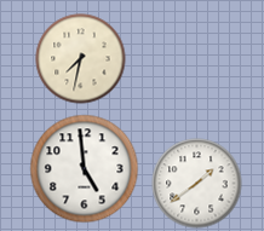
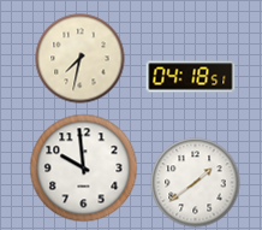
clock at (191, 77): none -> 04:18
clock at (85, 169): 4:59 -> 9:59
